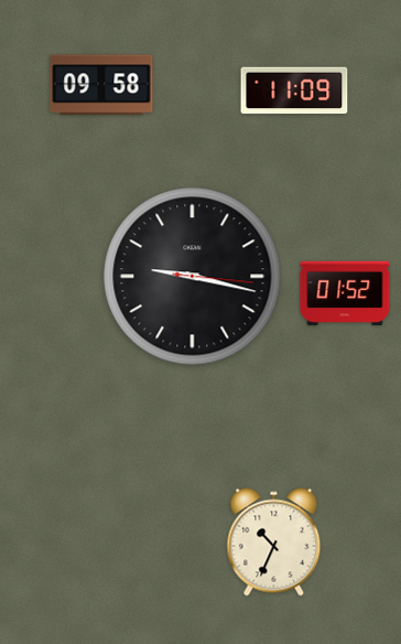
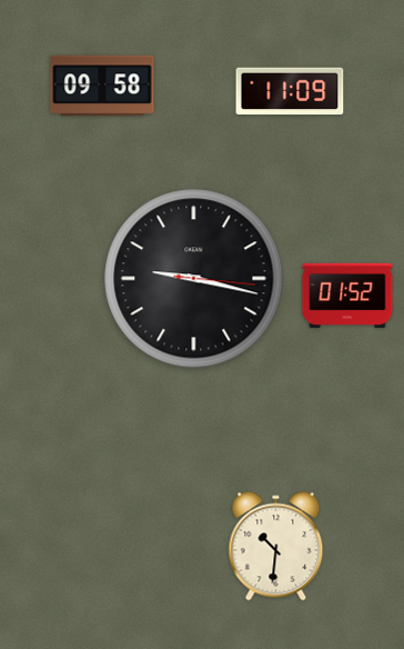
clock at (294, 90) position: (294, 90) -> (290, 91)
clock at (274, 543): 10:34 -> 10:31
